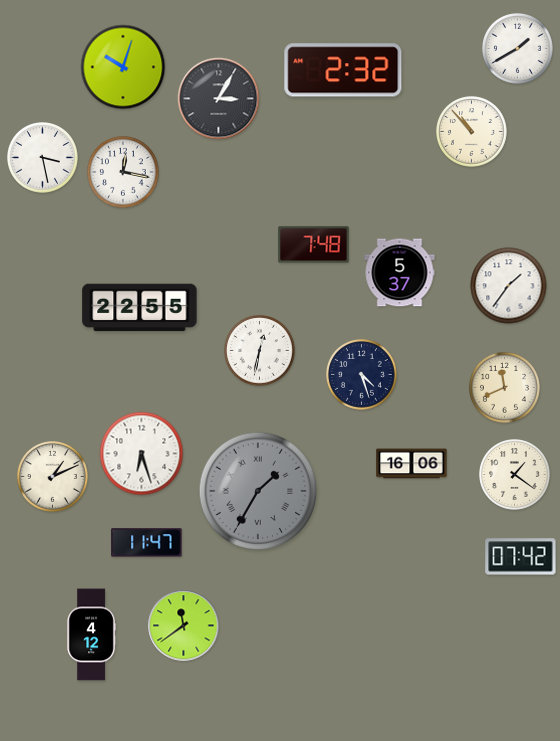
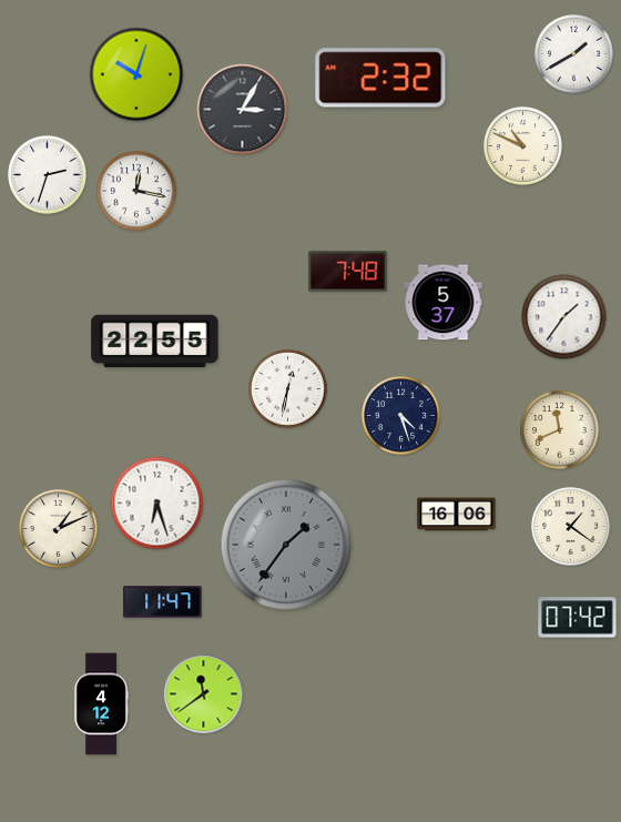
clock at (472, 132): 10:53 -> 10:49
clock at (43, 158): 3:28 -> 2:33
clock at (258, 491): 1:35 -> 1:36
